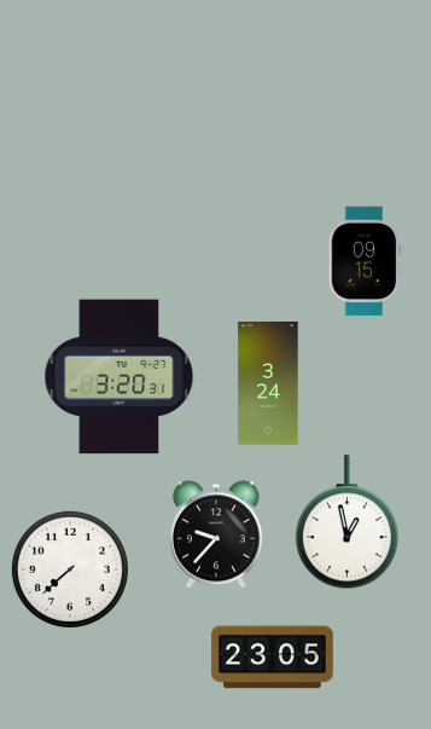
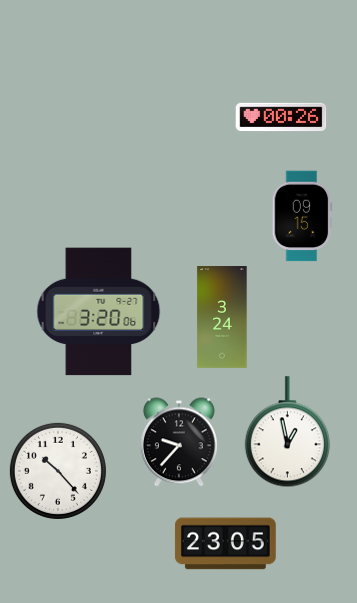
clock at (281, 117): none -> 00:26
clock at (120, 377): 3:20:31 -> 3:20:06
clock at (70, 569): 7:38 -> 10:23
